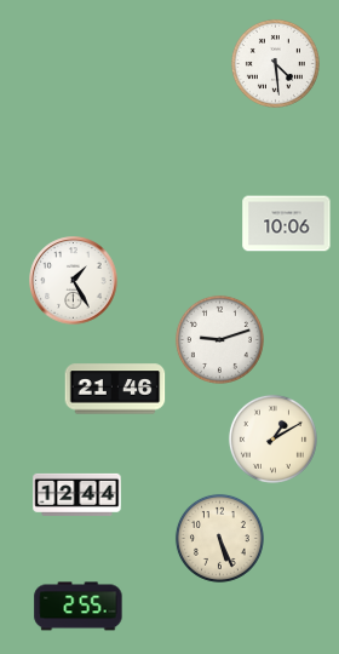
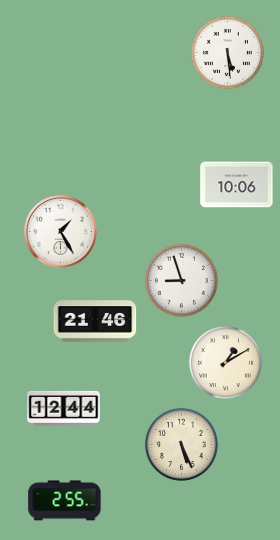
clock at (275, 63): 4:29 -> 5:29
clock at (219, 339): 9:12 -> 8:57
